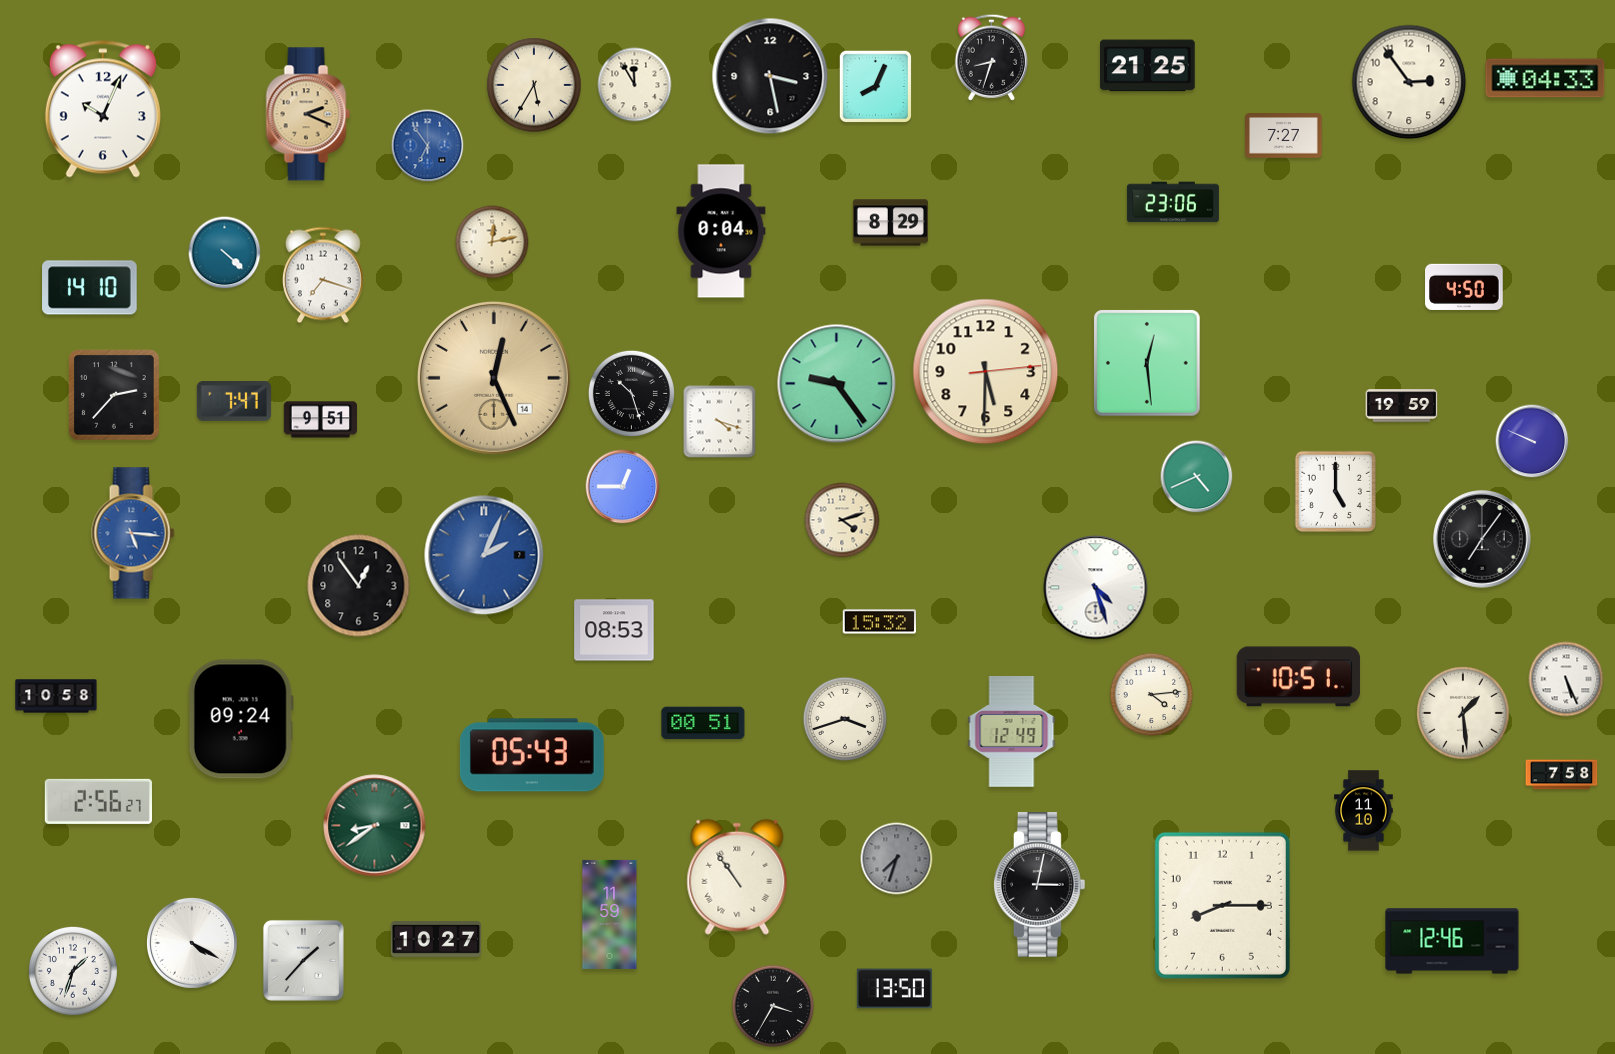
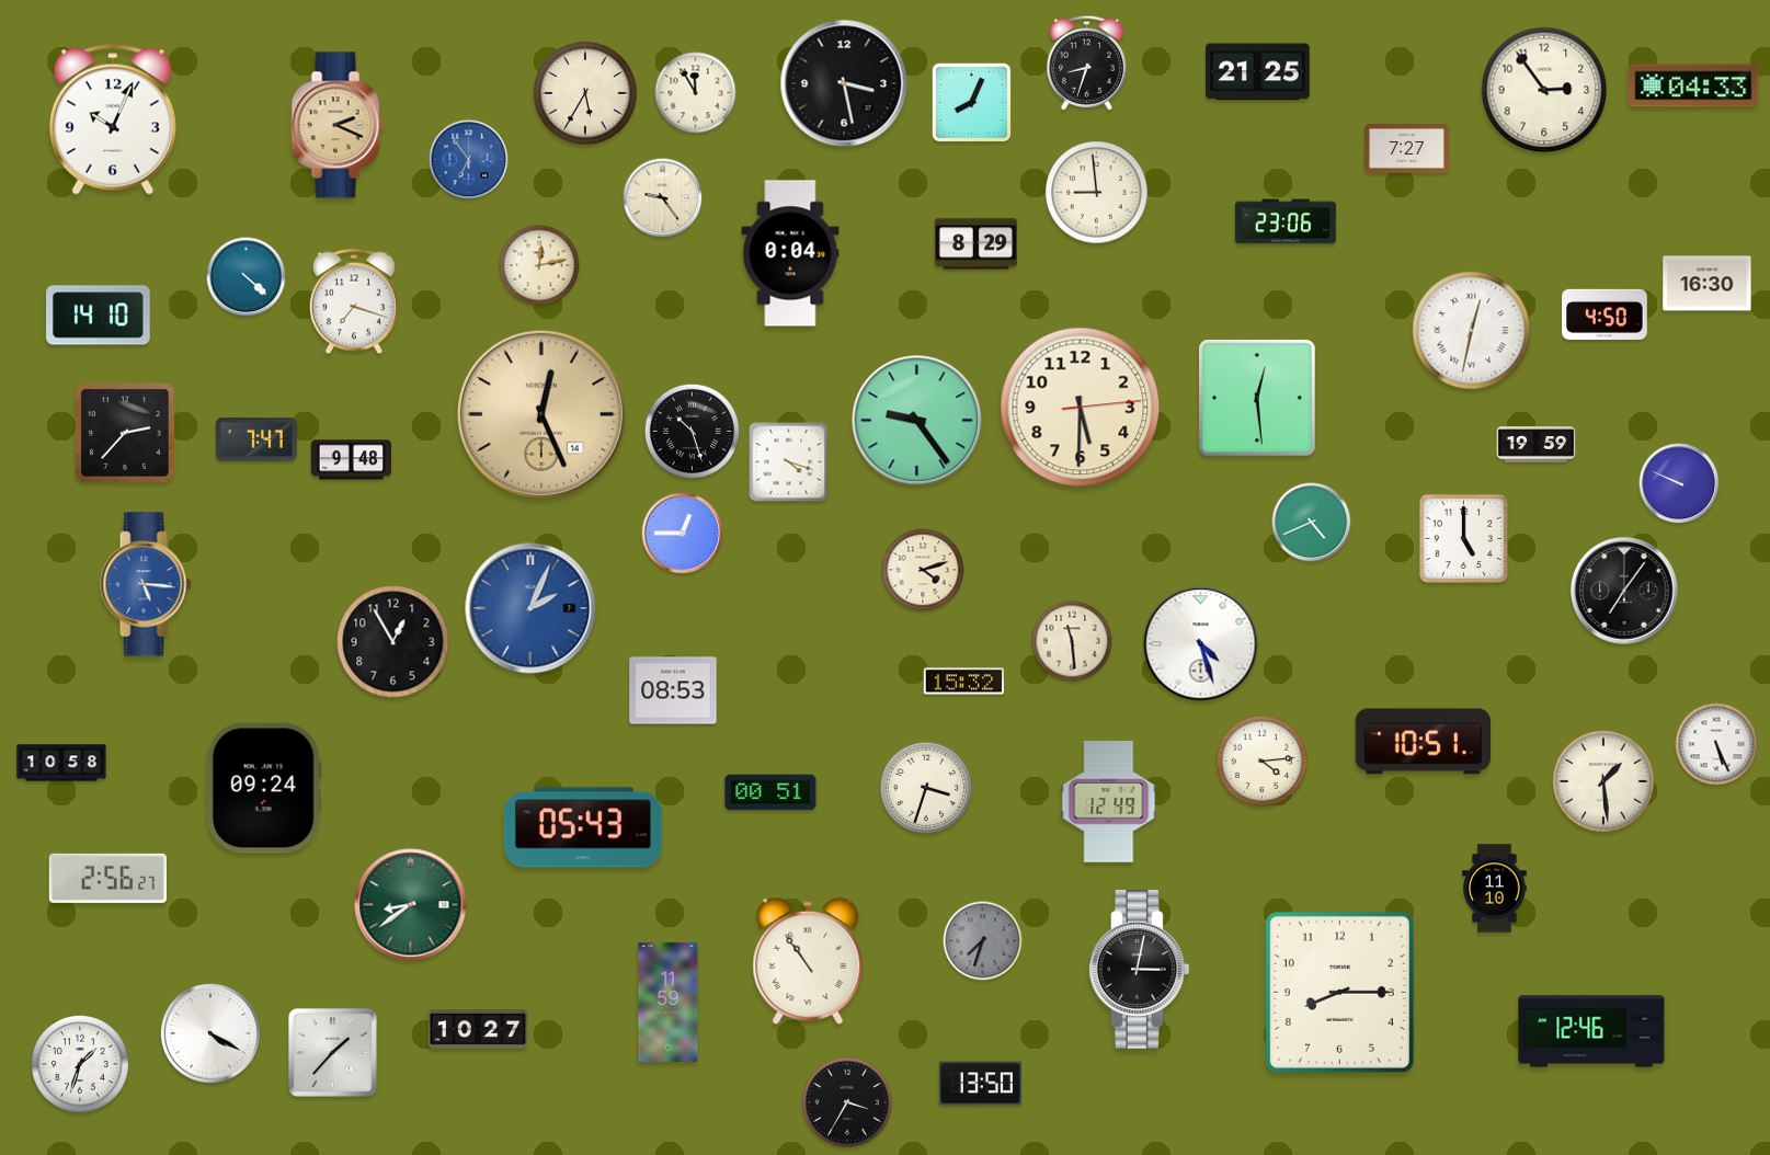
clock at (876, 87) position: (876, 87) -> (972, 103)
clock at (1097, 193): none -> 8:59
clock at (663, 198): none -> 9:24
clock at (1708, 284): none -> 16:30
clock at (1472, 331): none -> 12:32
clock at (321, 420): 9:51 -> 9:48
clock at (1072, 641): none -> 11:29
clock at (359, 586): 12:54 -> 12:55
clock at (845, 719): 3:42 -> 3:33
clock at (1562, 775): 7:58 -> none
